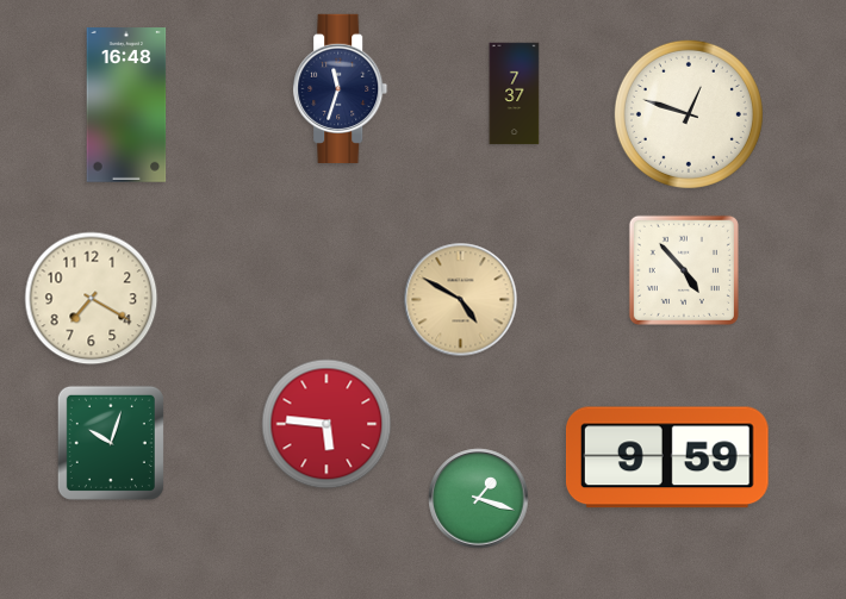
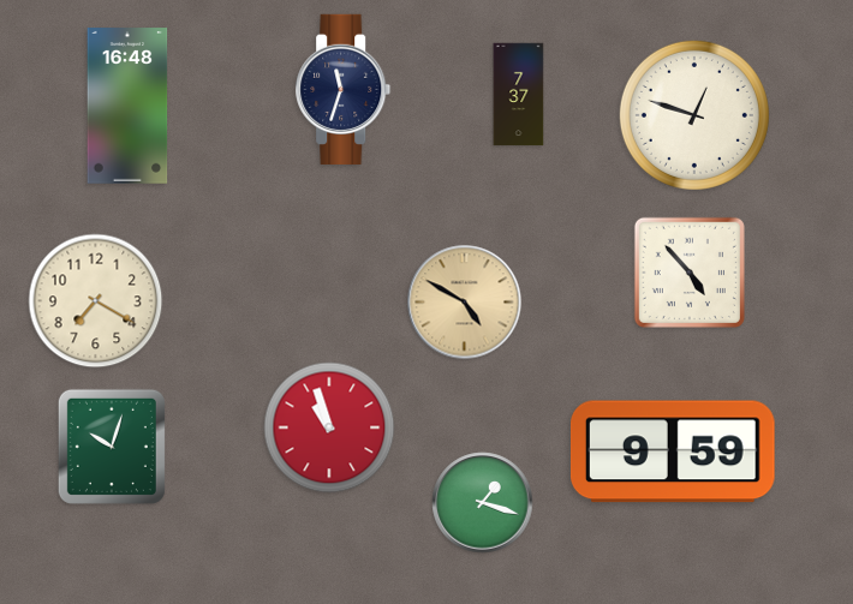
clock at (92, 299) position: (92, 299) -> (96, 301)
clock at (326, 424): 5:46 -> 10:57
clock at (667, 457) position: (667, 457) -> (673, 451)
